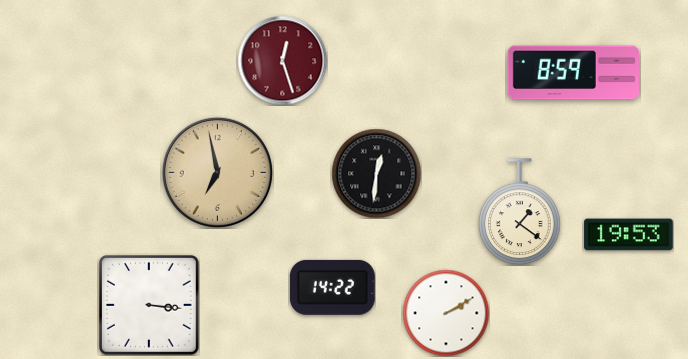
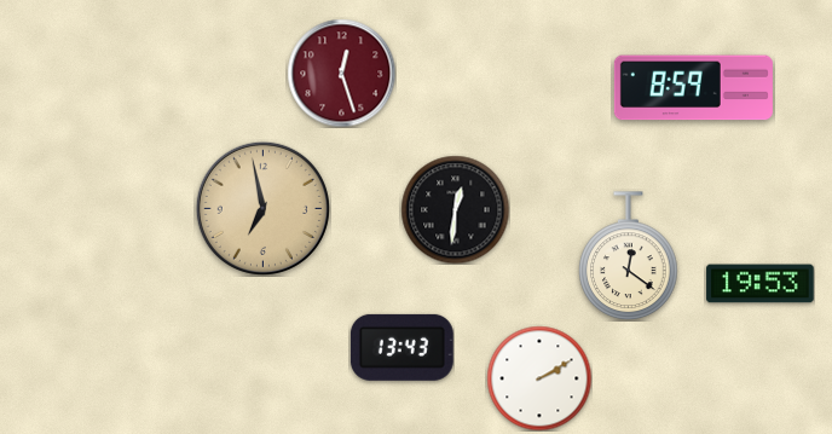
clock at (520, 211): 1:21 -> 12:21
clock at (332, 287): 14:22 -> 13:43
clock at (149, 305): 3:16 -> none
